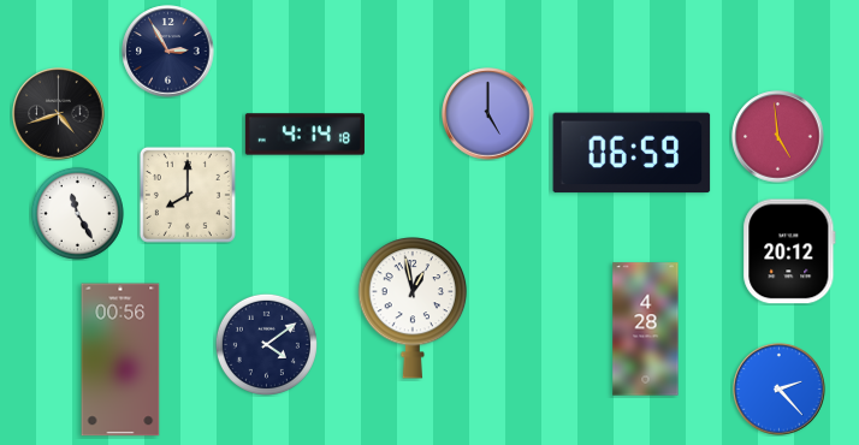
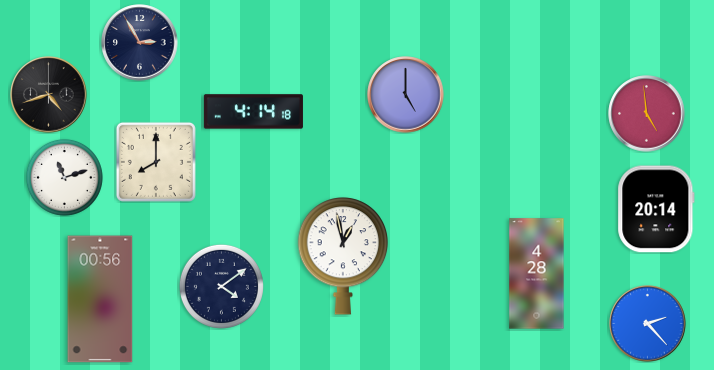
clock at (632, 153): 06:59 -> none
clock at (77, 213): 11:25 -> 11:12
clock at (789, 251): 20:12 -> 20:14
